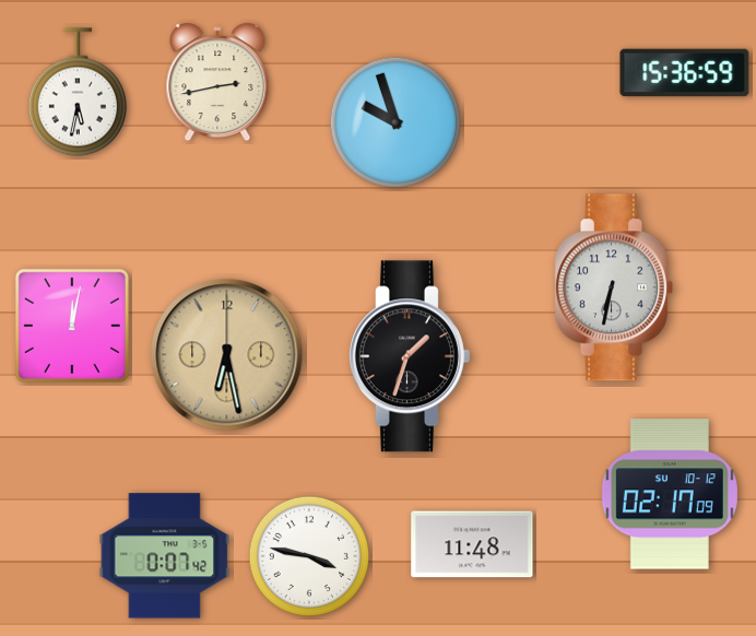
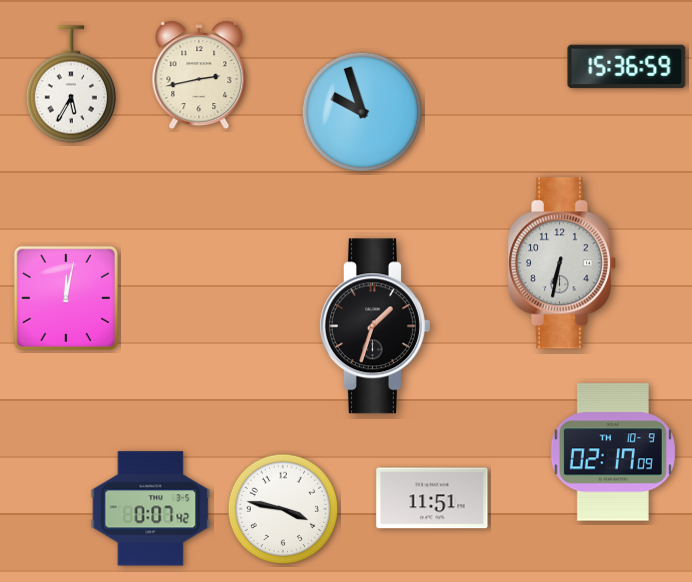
clock at (78, 92): 5:32 -> 5:35
clock at (227, 355): 6:28 -> none
clock at (670, 494) date: SU 10-12 -> TH 10-9
clock at (472, 544): 11:48 -> 11:51
